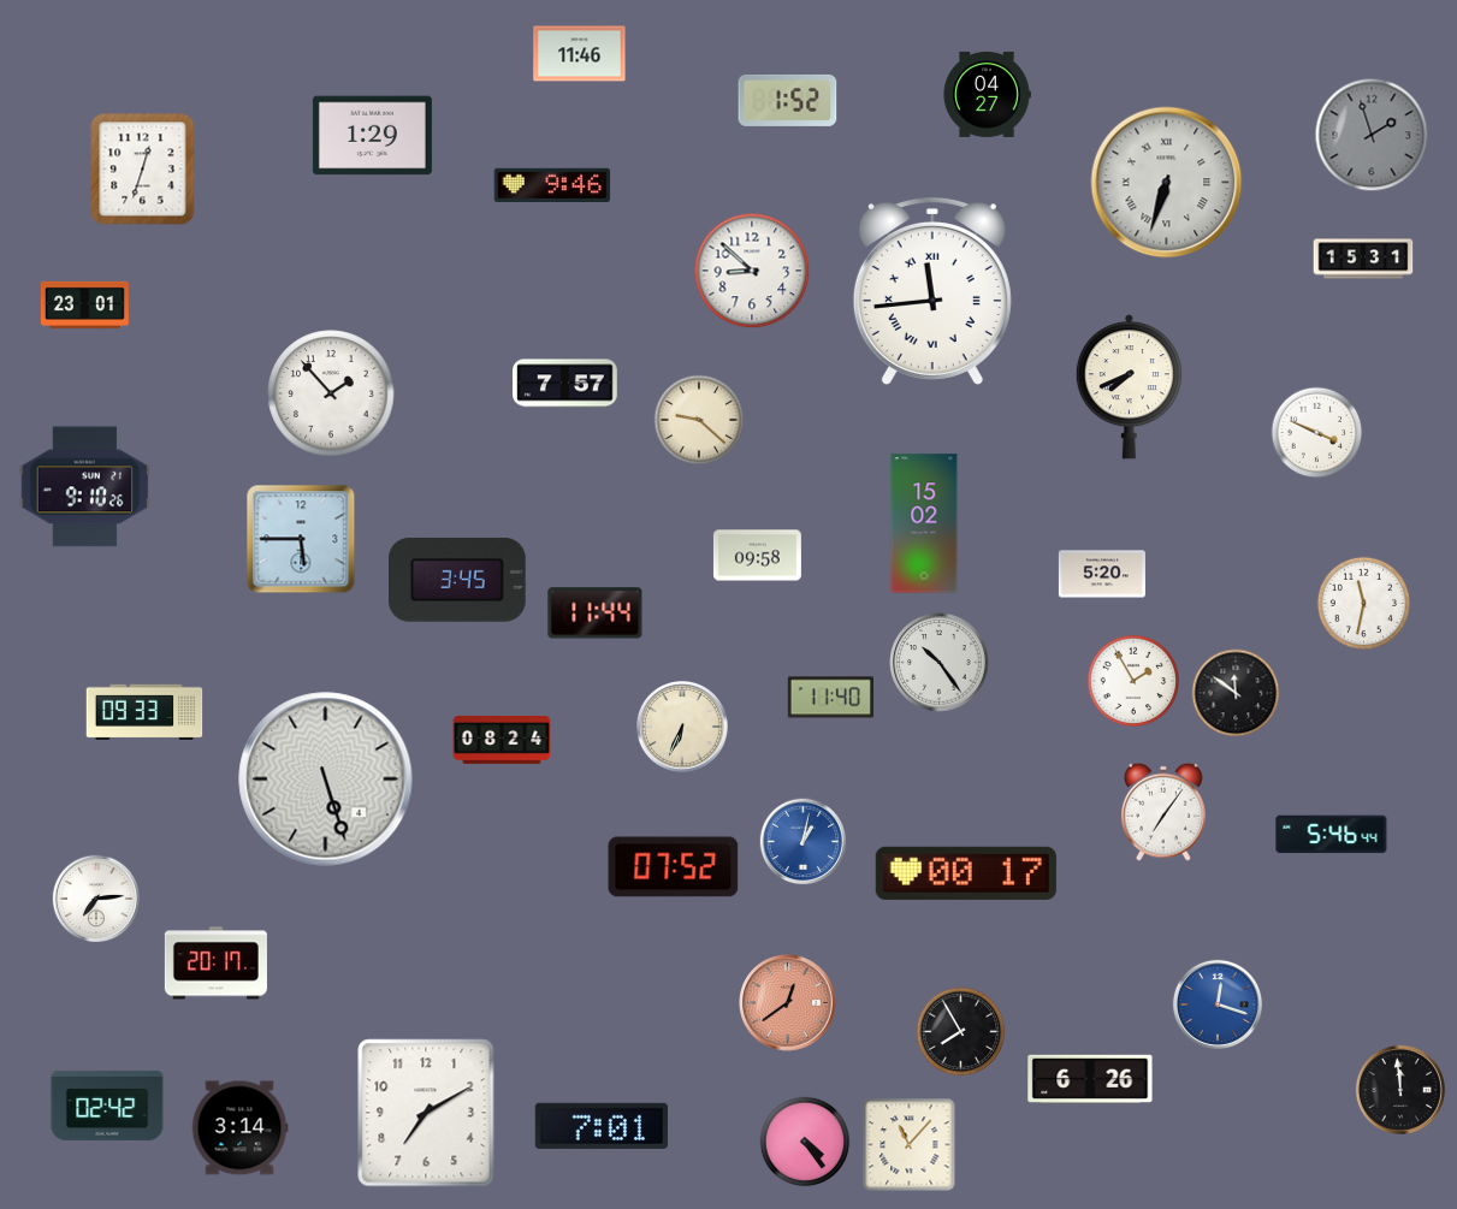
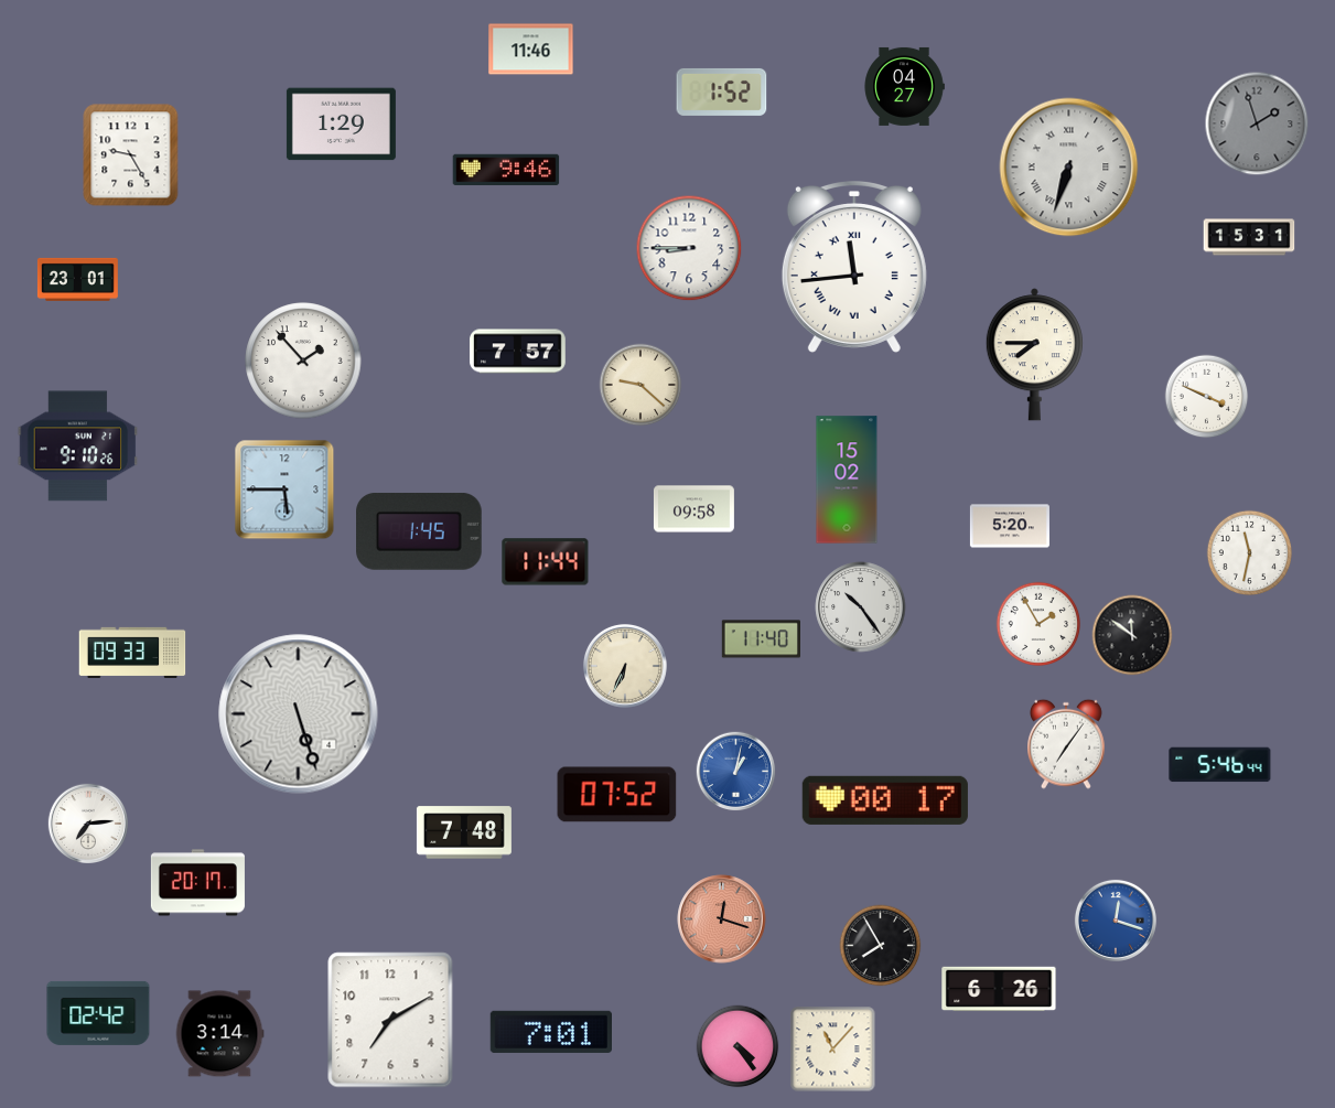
clock at (143, 170): 12:33 -> 9:25
clock at (752, 271): 8:52 -> 8:45
clock at (1129, 387): 7:41 -> 7:45
clock at (301, 539) position: (301, 539) -> (284, 490)
clock at (458, 580): 3:45 -> 1:45
clock at (502, 740): 08:24 -> none
clock at (464, 832): none -> 7:48
clock at (788, 1003): 12:39 -> 12:18
clock at (1400, 1090): 11:59 -> none
